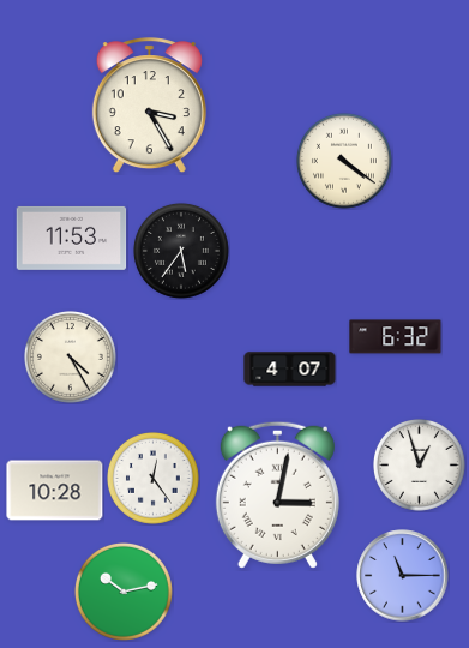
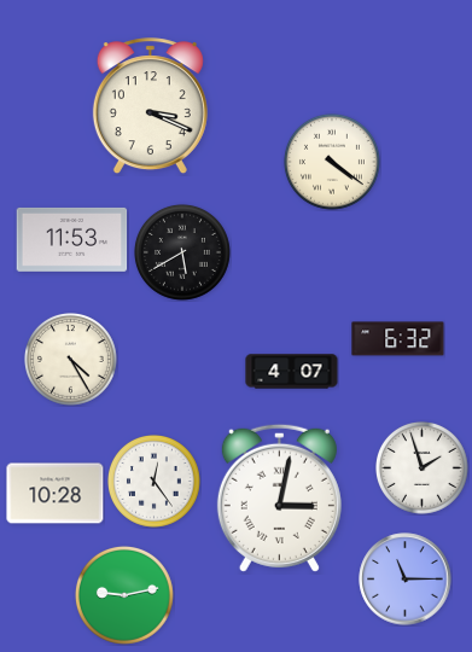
clock at (149, 106): 3:25 -> 3:19
clock at (344, 161) position: (344, 161) -> (332, 162)
clock at (181, 251): 5:36 -> 5:40
clock at (420, 466): 12:57 -> 1:57
clock at (124, 592): 10:13 -> 9:13
